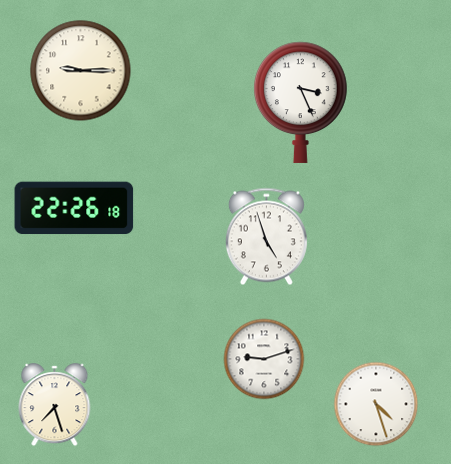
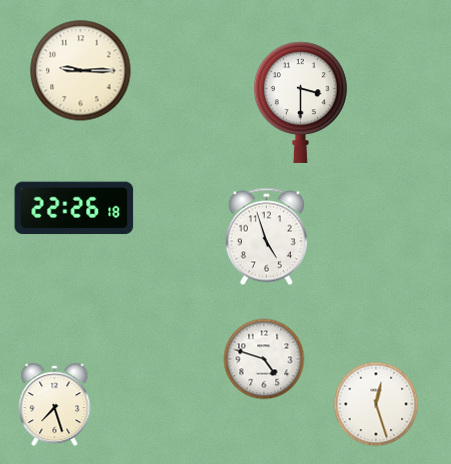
clock at (301, 102): 3:26 -> 3:30
clock at (264, 359): 9:12 -> 4:48
clock at (376, 404): 4:27 -> 12:27
